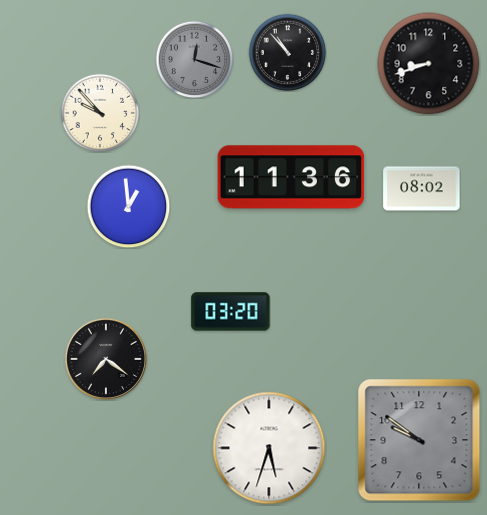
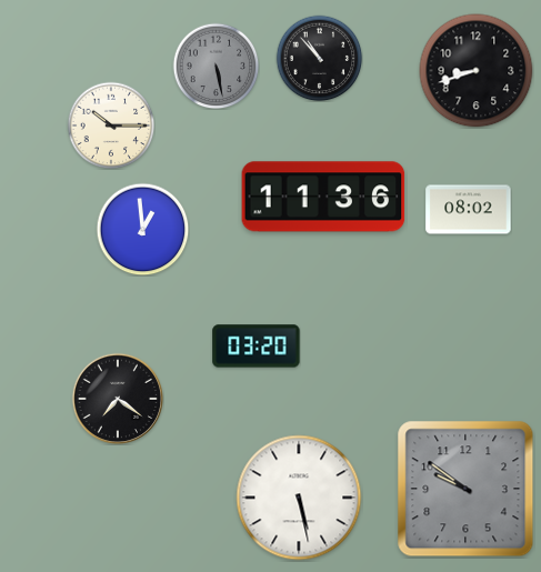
clock at (194, 59): 12:18 -> 5:28
clock at (100, 113): 9:53 -> 10:15
clock at (269, 448): 5:33 -> 5:28
